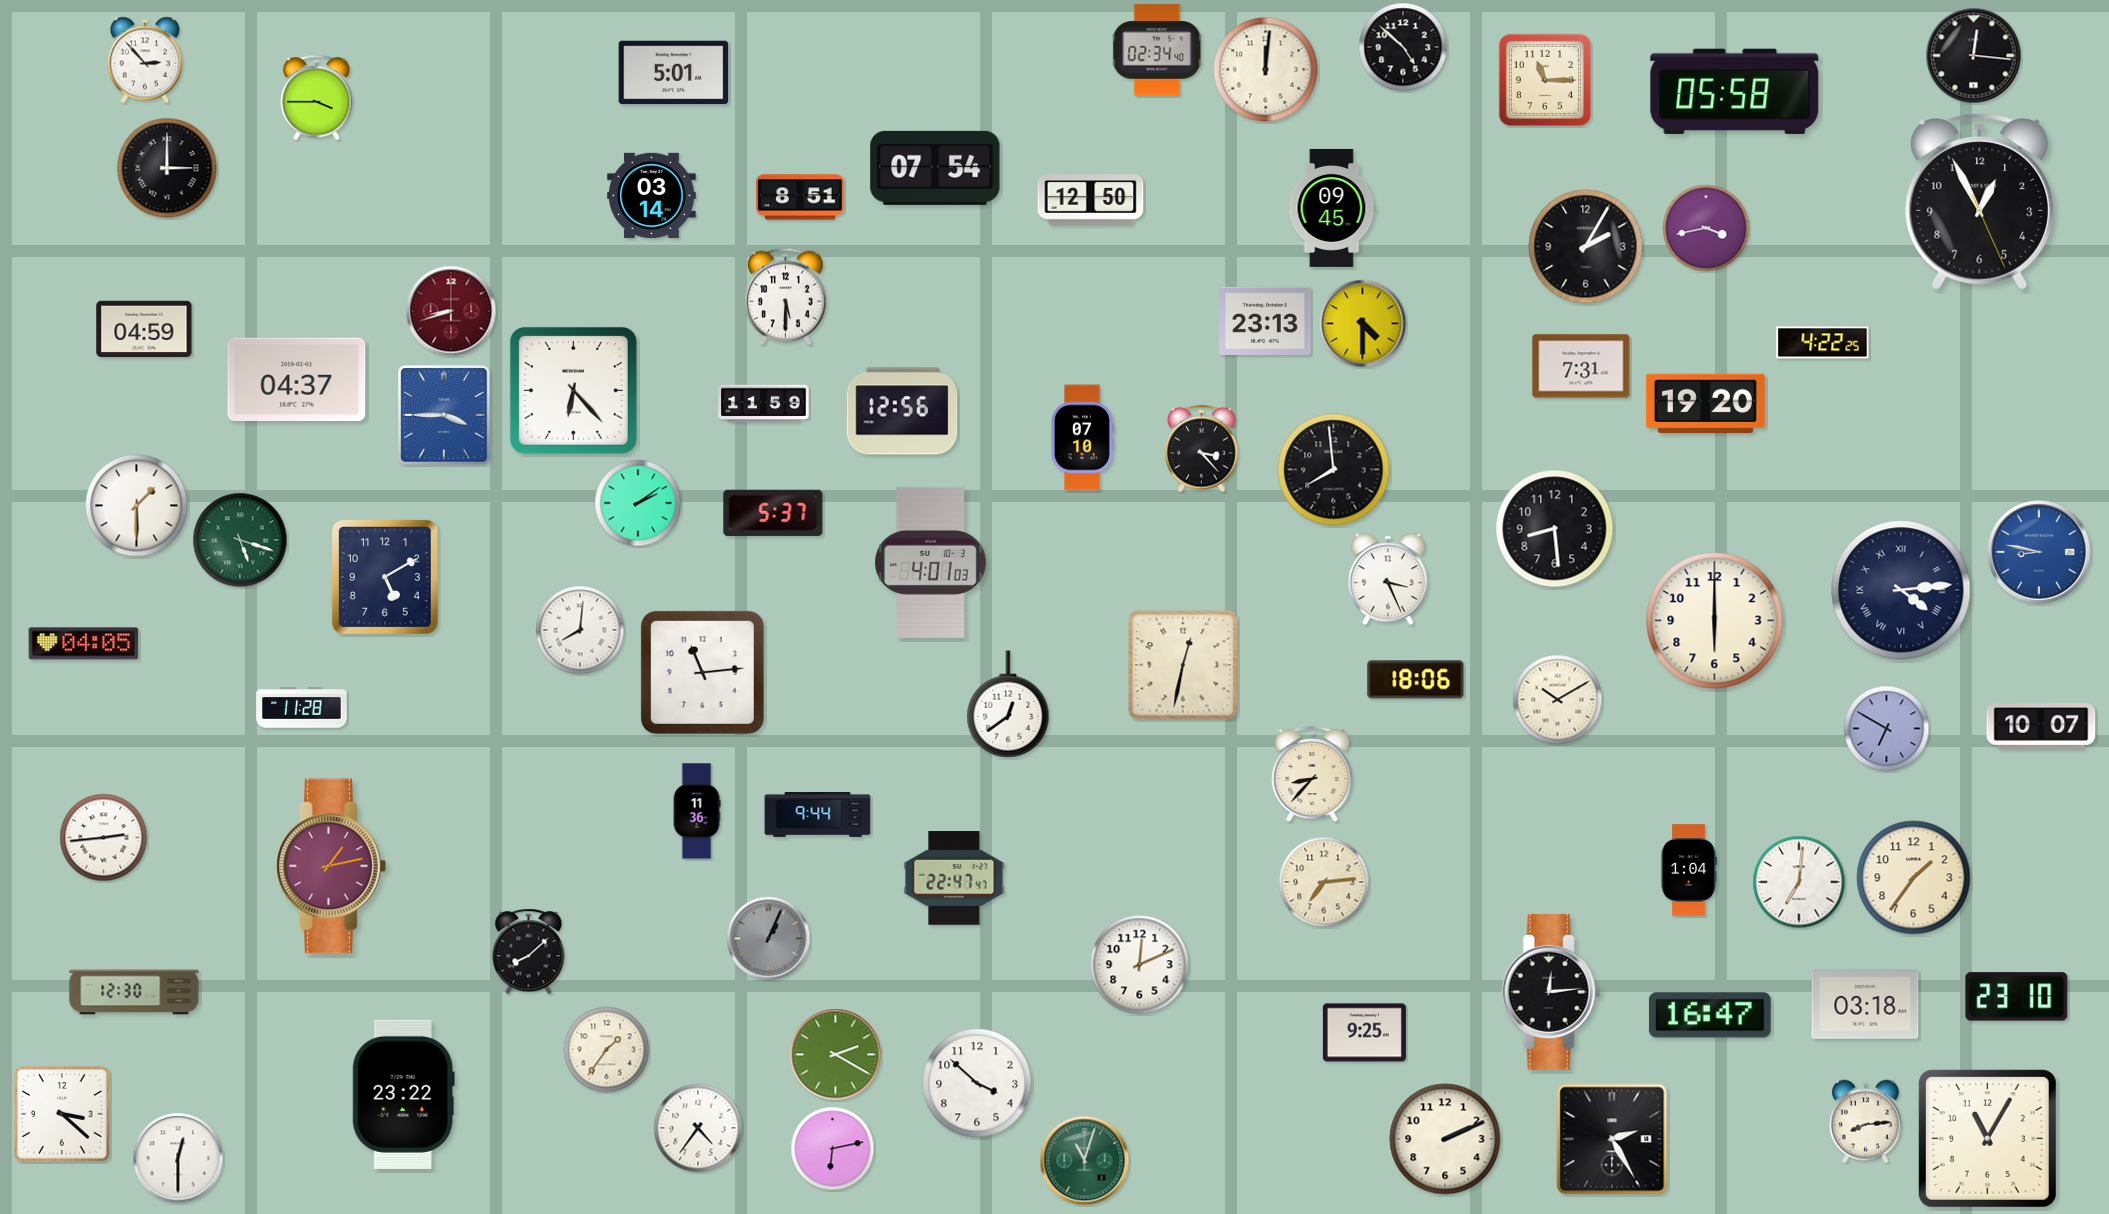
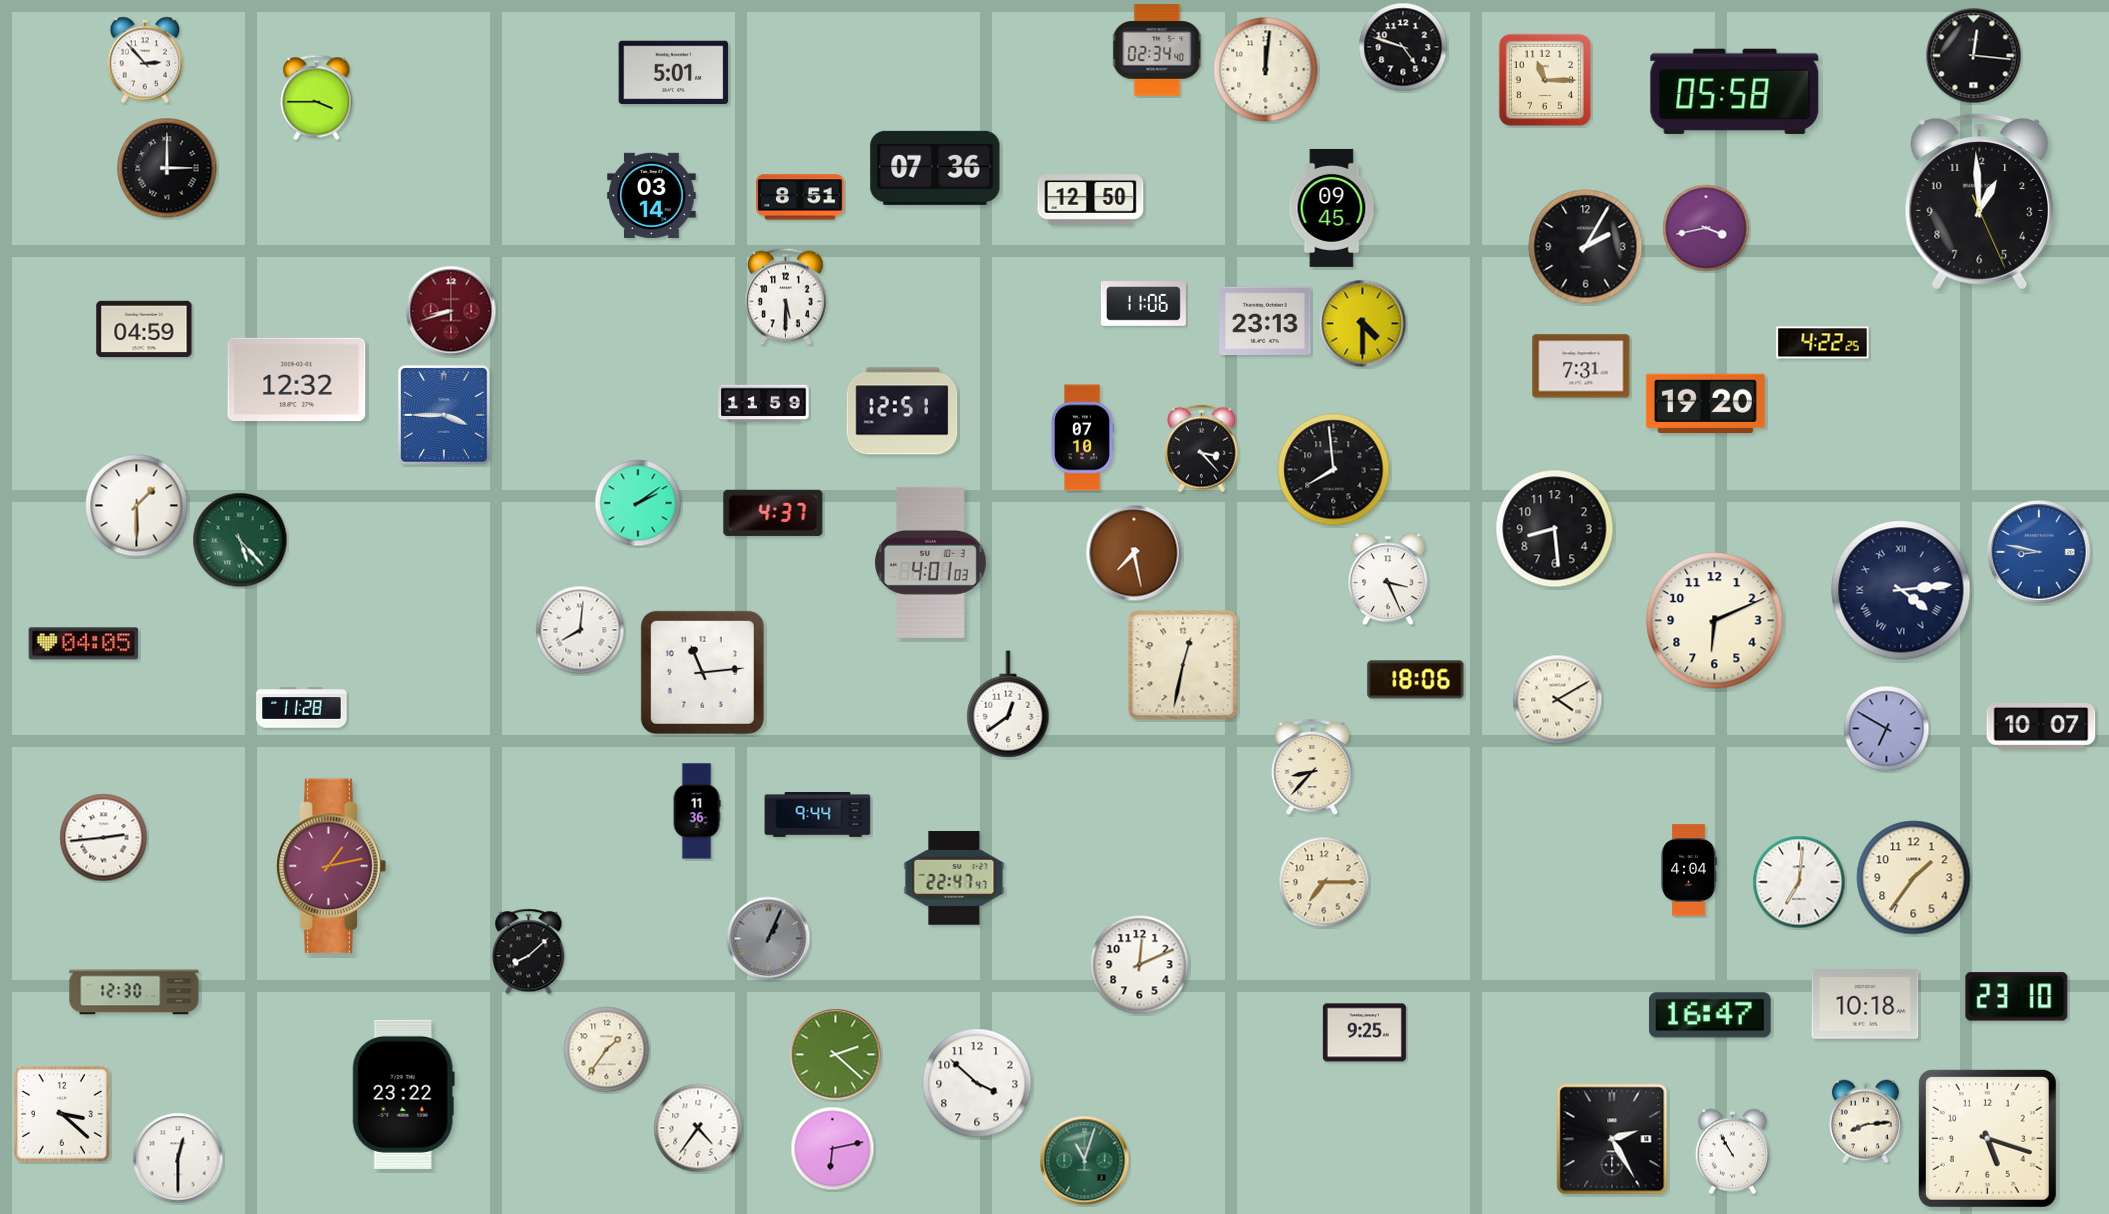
clock at (1403, 47): 4:52 -> 4:48
clock at (935, 168): 07:54 -> 07:36
clock at (1980, 202): 12:55 -> 12:59
clock at (1143, 304): none -> 11:06
clock at (297, 380): 04:37 -> 12:32
clock at (573, 390): 6:23 -> none
clock at (902, 411): 12:56 -> 12:51
clock at (773, 513): 5:37 -> 4:37
clock at (240, 540): 5:18 -> 5:23
clock at (1134, 553): none -> 7:28
clock at (385, 577): 5:10 -> none
clock at (1715, 621): 6:00 -> 6:11
clock at (1558, 700): 10:10 -> 4:10
clock at (1312, 774) position: (1312, 774) -> (1312, 767)
clock at (1689, 870): 1:04 -> 4:04
clock at (1324, 882): 7:14 -> 7:15
clock at (1551, 993): 12:14 -> none
clock at (1865, 1004): 03:18 -> 10:18
clock at (836, 1055): 2:20 -> 2:22
clock at (1987, 1138): 11:05 -> 5:18
clock at (1445, 1139): 2:11 -> none
clock at (1732, 1152): none -> 10:55
